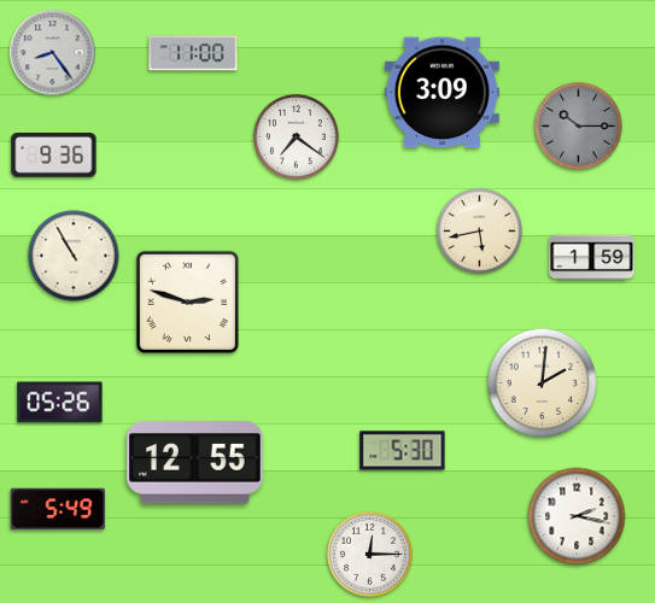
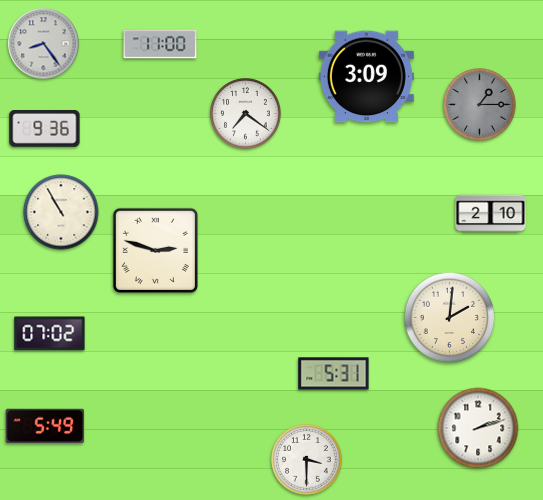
clock at (579, 127): 10:15 -> 1:15
clock at (480, 232): 5:43 -> none
clock at (592, 258): 1:59 -> 2:10
clock at (60, 403): 05:26 -> 07:02
clock at (403, 451): 5:30 -> 5:31
clock at (195, 463): 12:55 -> none
clock at (58, 508) position: (58, 508) -> (45, 425)
clock at (577, 516): 2:17 -> 2:12
clock at (370, 555): 12:15 -> 3:30
